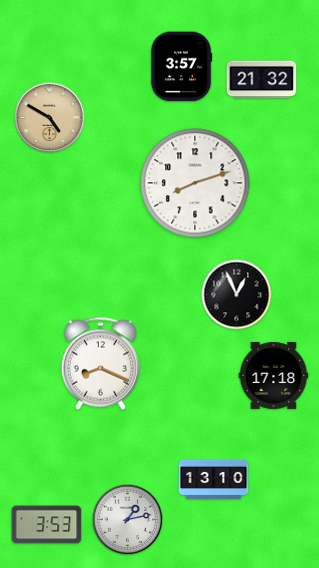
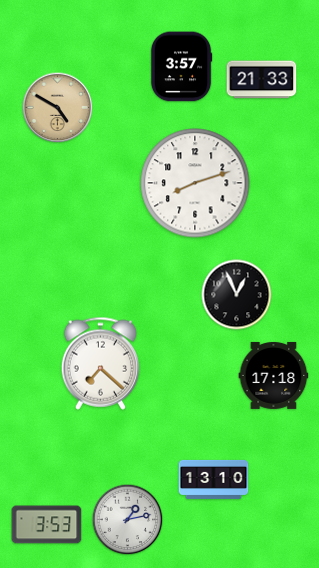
clock at (262, 80): 21:32 -> 21:33
clock at (50, 118) position: (50, 118) -> (58, 108)
clock at (101, 363): 8:19 -> 7:22
